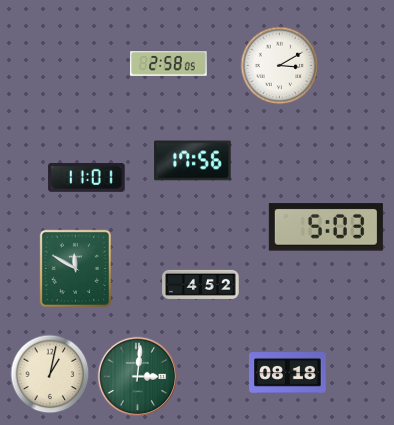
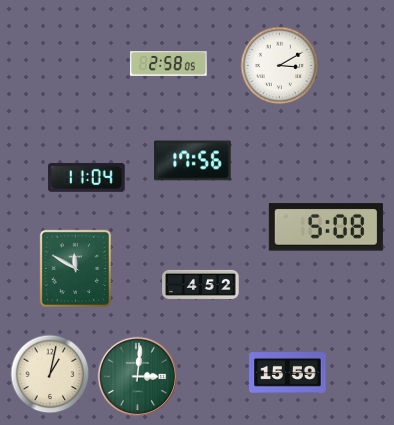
clock at (87, 177): 11:01 -> 11:04
clock at (326, 227): 5:03 -> 5:08
clock at (288, 373): 08:18 -> 15:59
